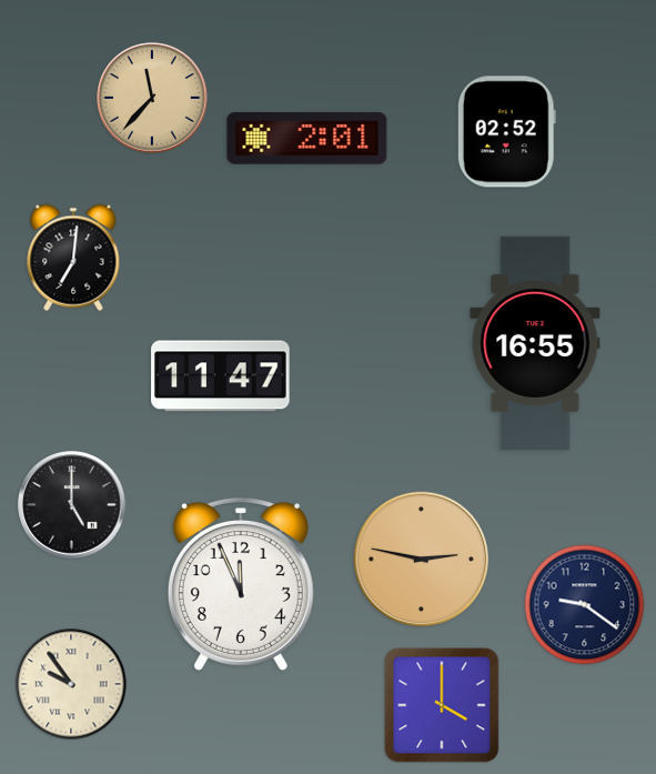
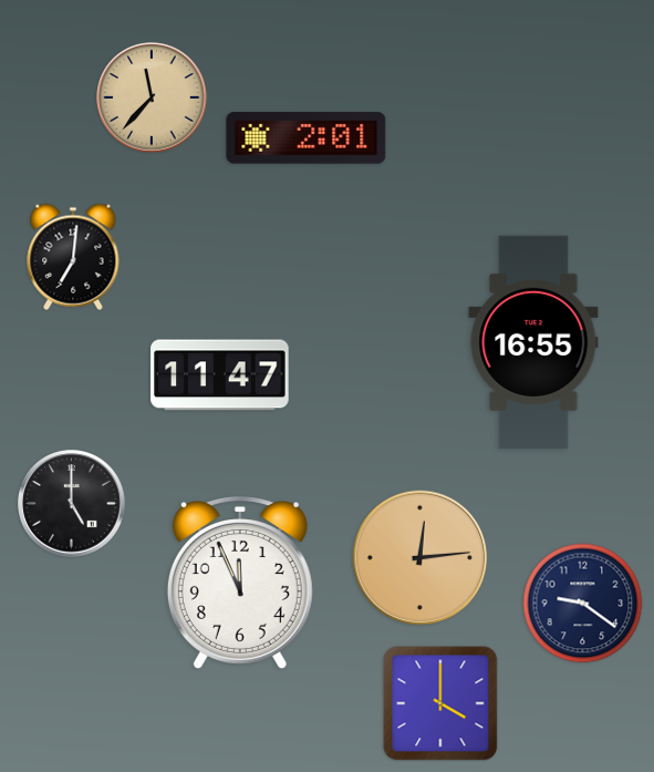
clock at (506, 132): 02:52 -> none
clock at (422, 560): 2:47 -> 12:14
clock at (71, 684): 9:54 -> none
